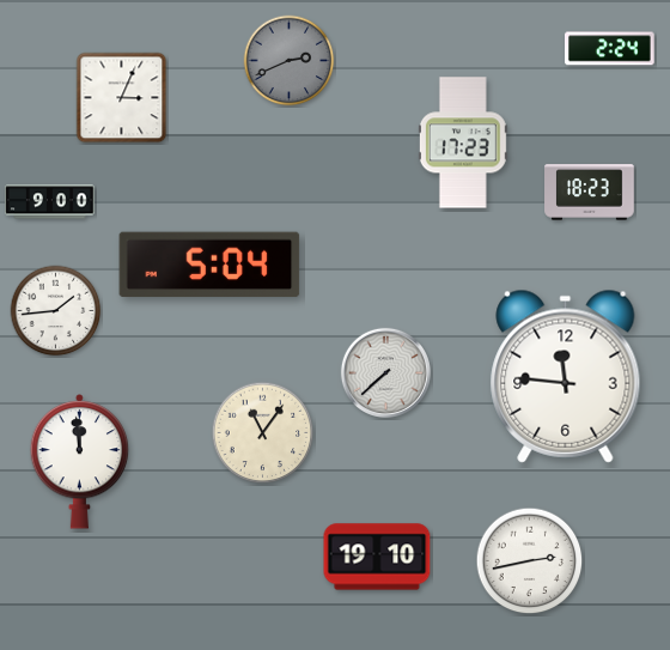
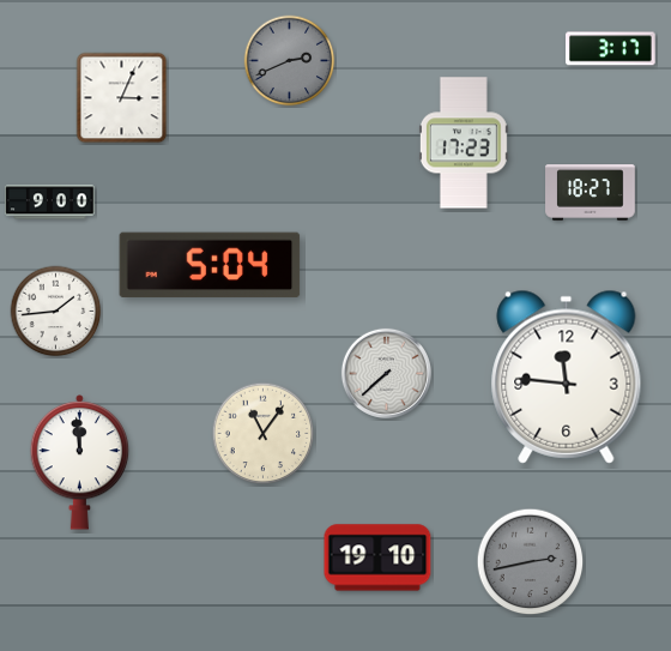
clock at (610, 49): 2:24 -> 3:17
clock at (590, 193): 18:23 -> 18:27
clock at (530, 561) dial: white -> grey
